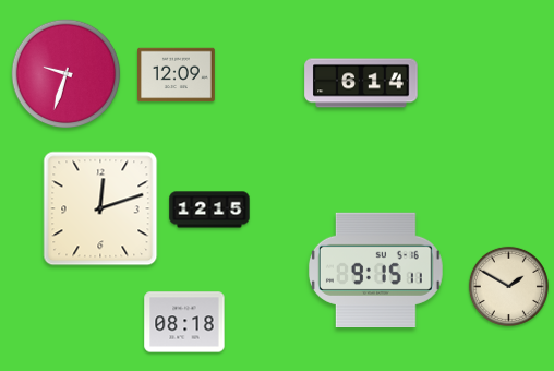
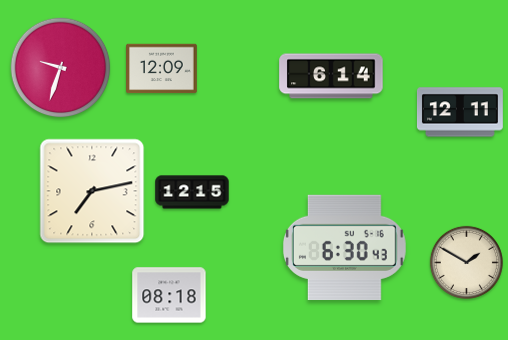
clock at (460, 112): none -> 12:11
clock at (100, 208): 12:12 -> 7:13
clock at (375, 270): 9:15 -> 6:30
